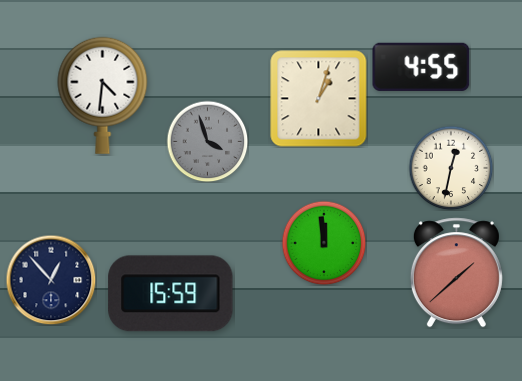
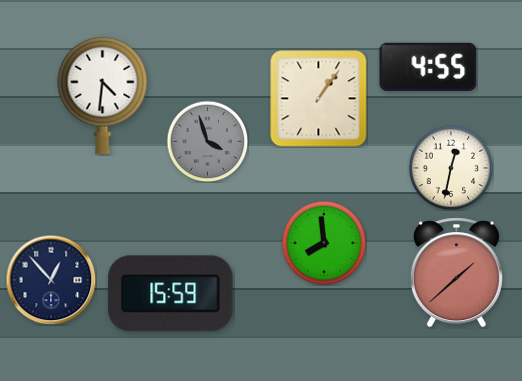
clock at (421, 67) position: (421, 67) -> (428, 67)
clock at (319, 99): 1:03 -> 1:06
clock at (324, 243): 11:59 -> 7:59
